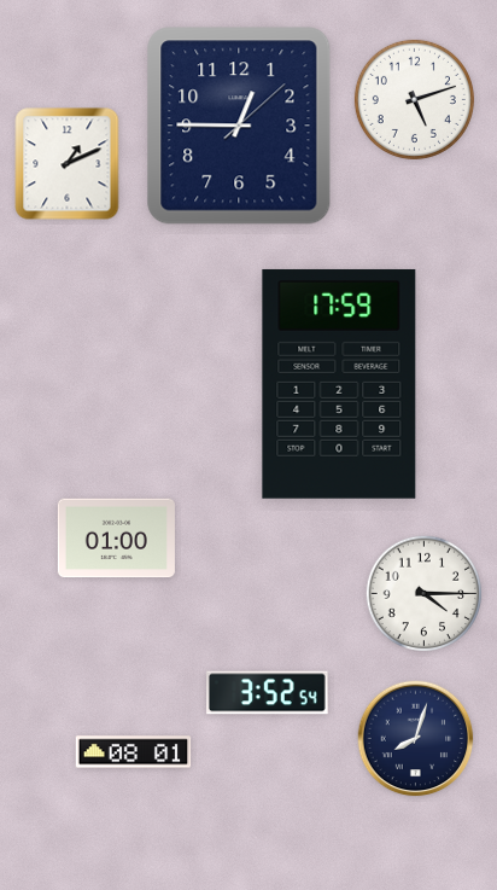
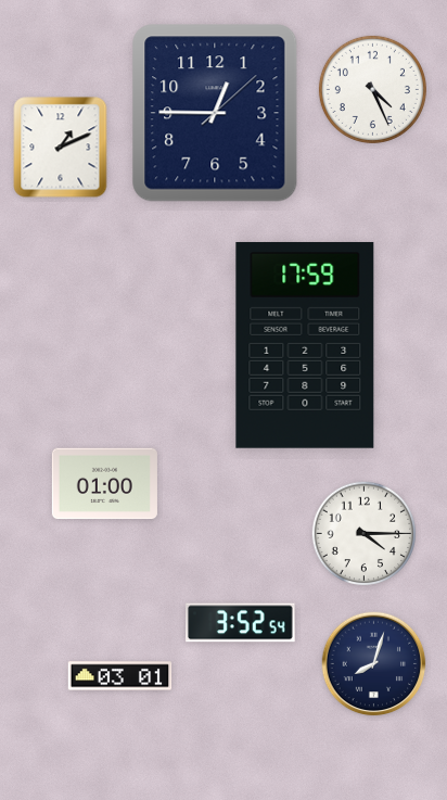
clock at (414, 99): 5:12 -> 4:26
clock at (425, 594) position: (425, 594) -> (365, 534)
clock at (134, 752): 08:01 -> 03:01
